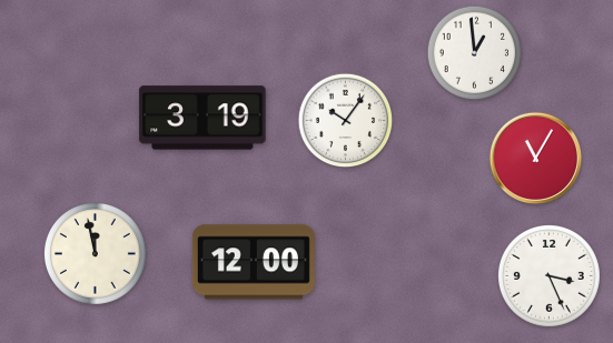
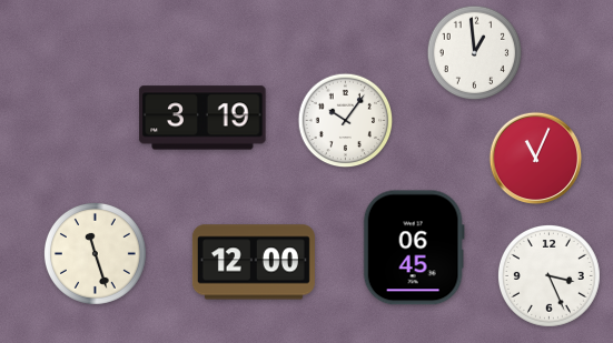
clock at (535, 158): 11:05 -> 11:04
clock at (414, 248): none -> 06:45
clock at (95, 253): 11:58 -> 11:27
